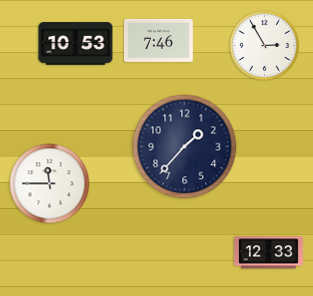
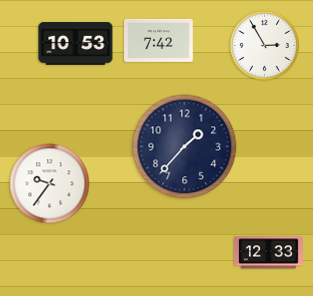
clock at (159, 40): 7:46 -> 7:42
clock at (50, 184): 11:45 -> 9:36
